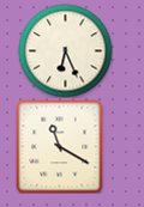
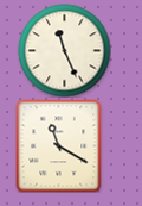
clock at (65, 50): 6:26 -> 11:26
